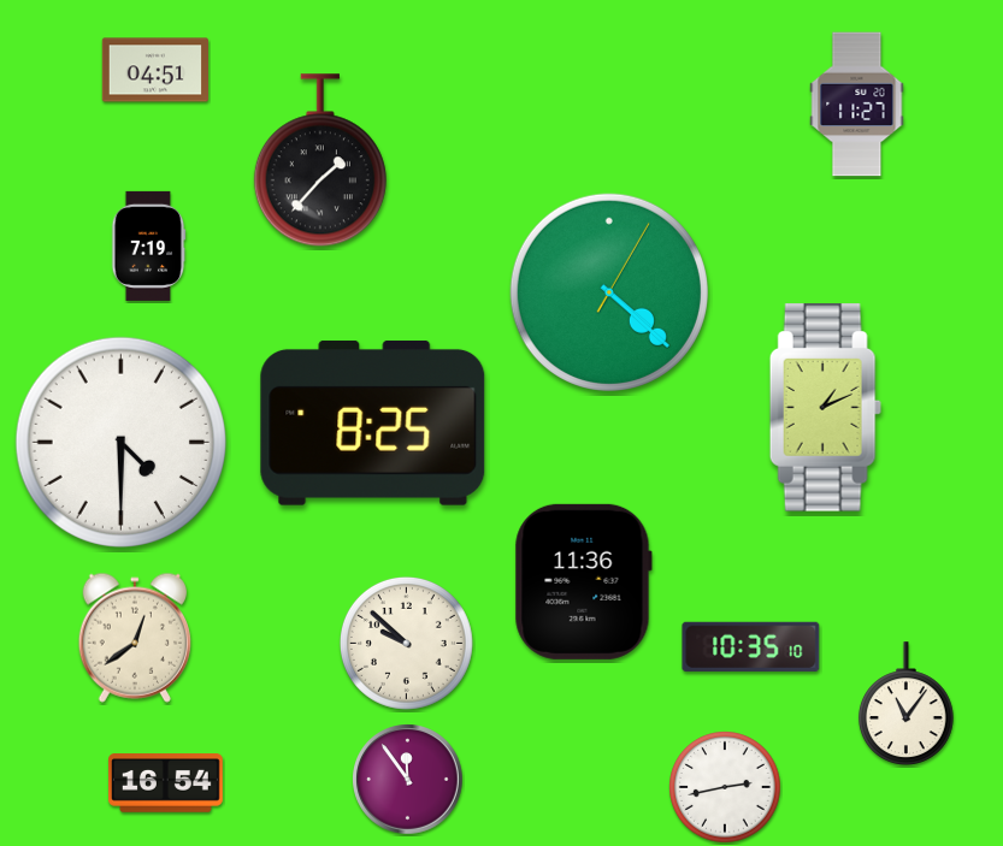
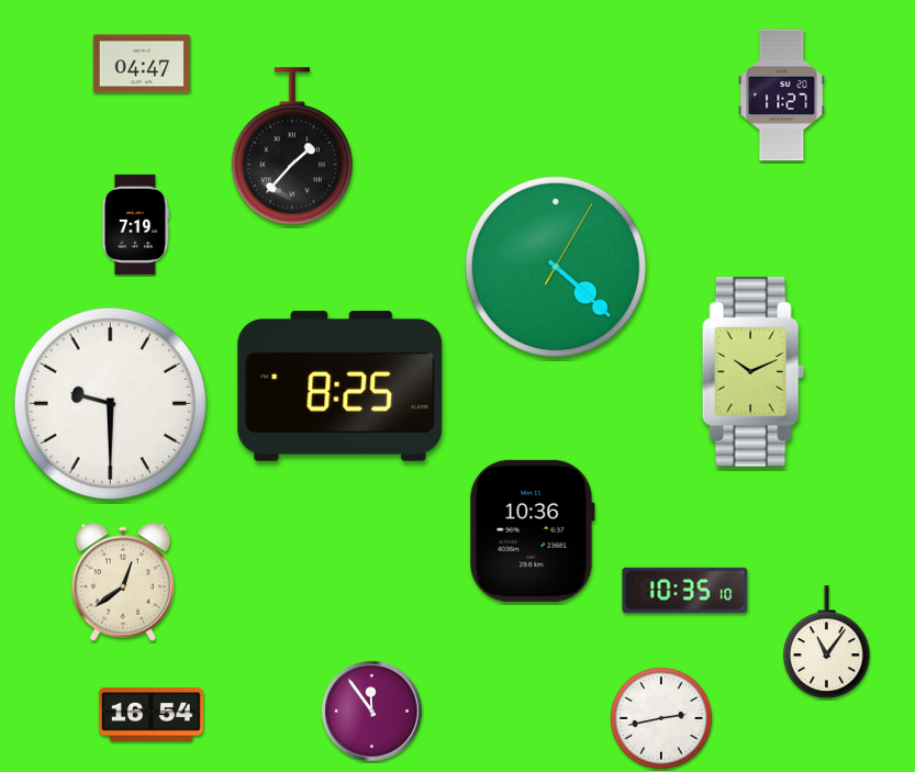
clock at (154, 70): 04:51 -> 04:47
clock at (825, 408): 1:11 -> 10:11
clock at (120, 442): 4:30 -> 9:30
clock at (583, 581): 11:36 -> 10:36
clock at (406, 643): 9:52 -> none
